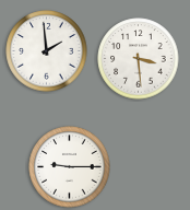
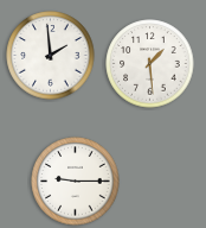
clock at (139, 59): 3:29 -> 1:29
